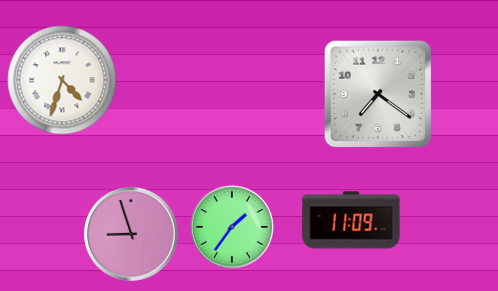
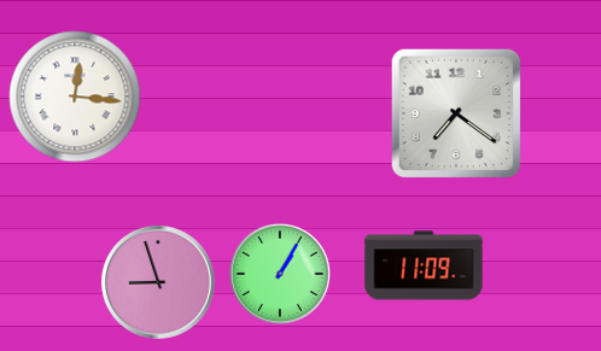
clock at (62, 80): 4:33 -> 12:16
clock at (232, 227): 1:36 -> 1:05
